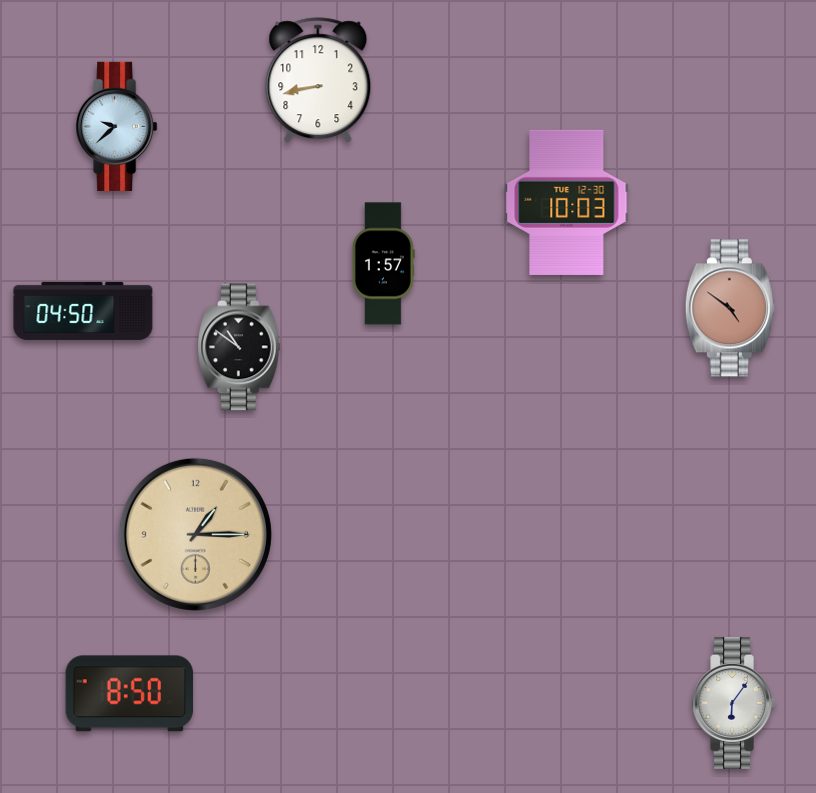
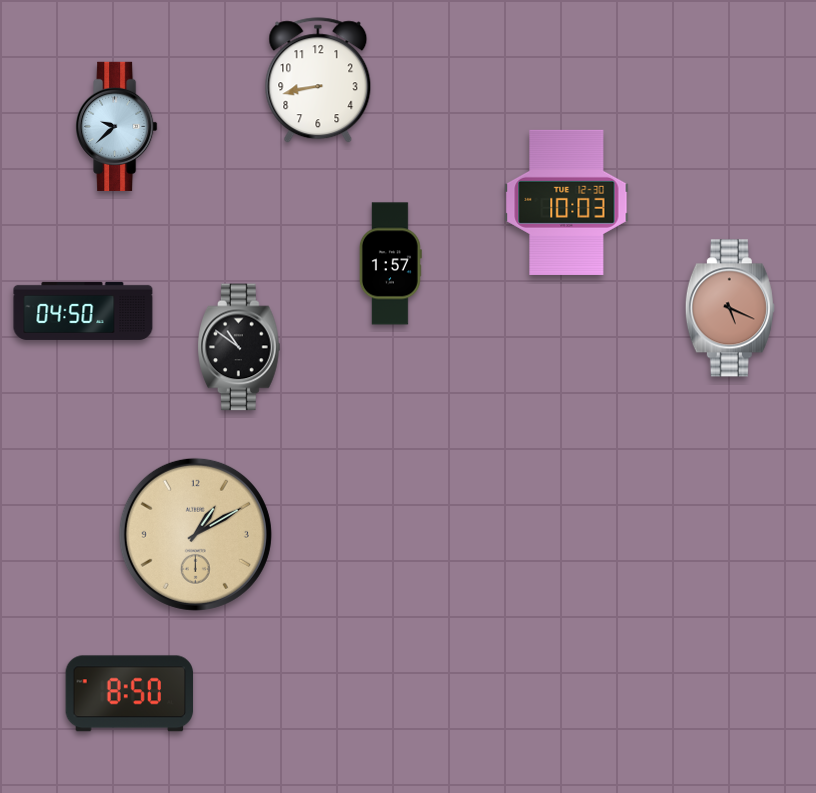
clock at (383, 264) position: (383, 264) -> (390, 264)
clock at (730, 308): 4:51 -> 5:19
clock at (195, 534): 1:15 -> 1:10
clock at (734, 703): 6:06 -> none
